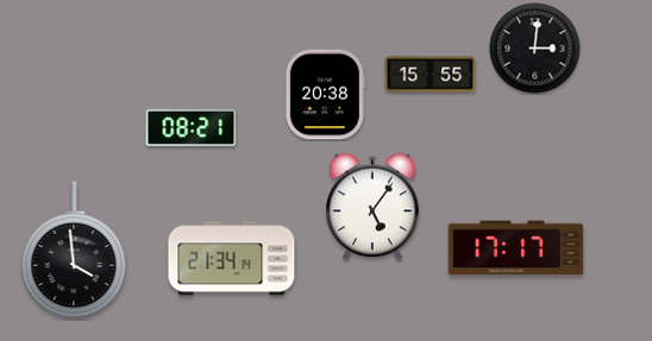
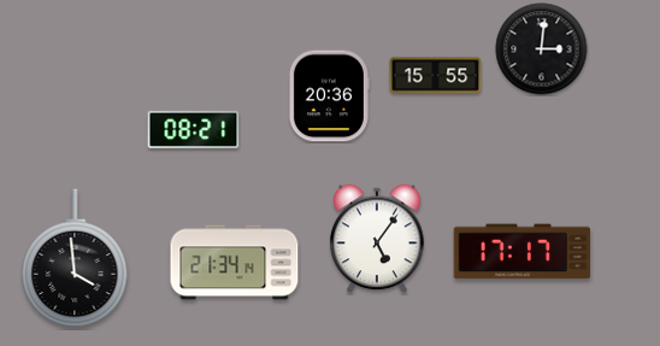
clock at (325, 95): 20:38 -> 20:36
clock at (372, 207) position: (372, 207) -> (377, 239)
clock at (74, 250) position: (74, 250) -> (75, 258)
